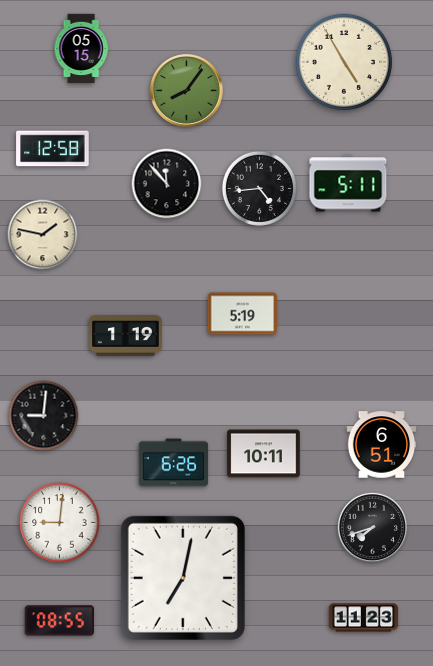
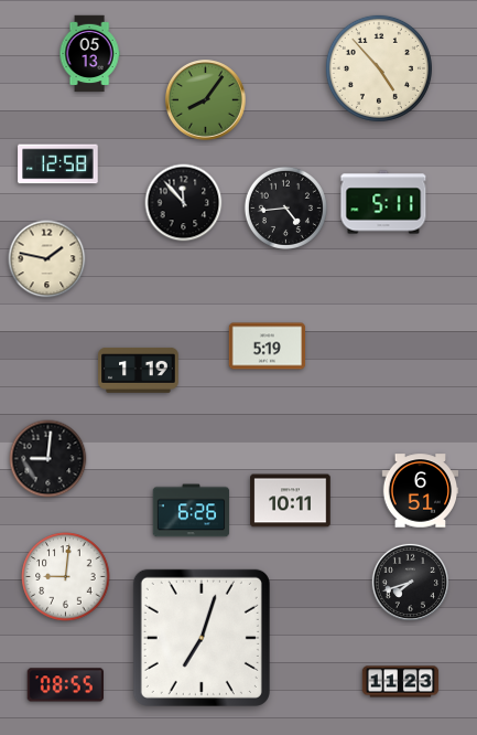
clock at (81, 49): 05:15 -> 05:13
clock at (344, 62): 4:55 -> 4:53
clock at (183, 578): 7:02 -> 7:03
